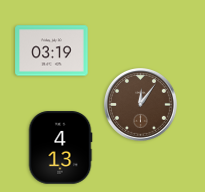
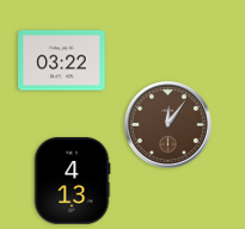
clock at (52, 51): 03:19 -> 03:22
clock at (60, 148) position: (60, 148) -> (72, 181)
